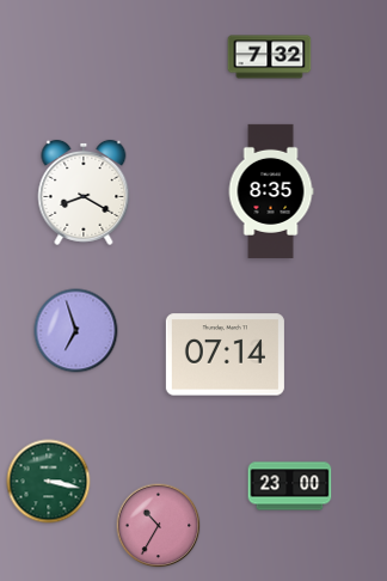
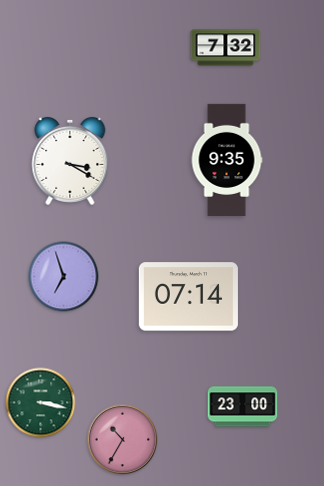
clock at (271, 191): 8:35 -> 9:35
clock at (84, 192): 8:20 -> 3:20
clock at (159, 526) position: (159, 526) -> (123, 440)
